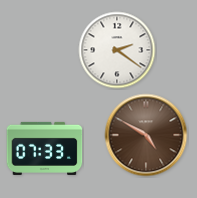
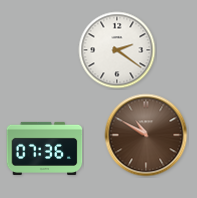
clock at (146, 135): 4:50 -> 10:50
clock at (45, 148): 07:33 -> 07:36
